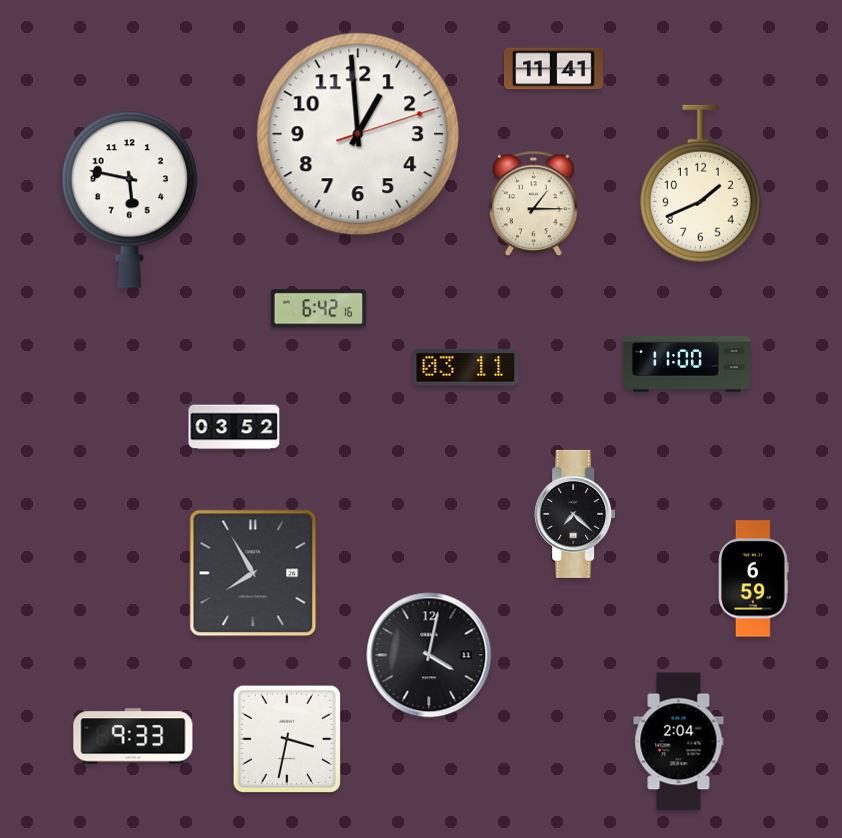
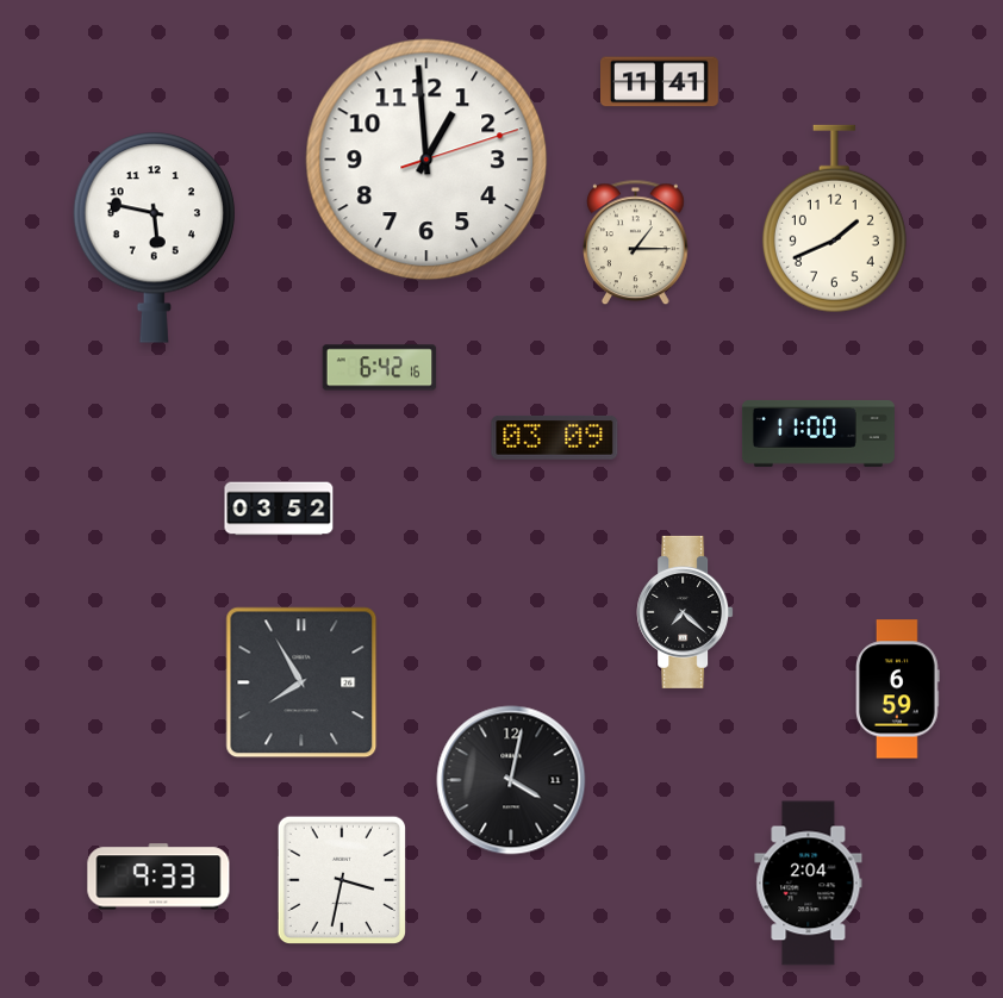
clock at (466, 368): 03:11 -> 03:09
